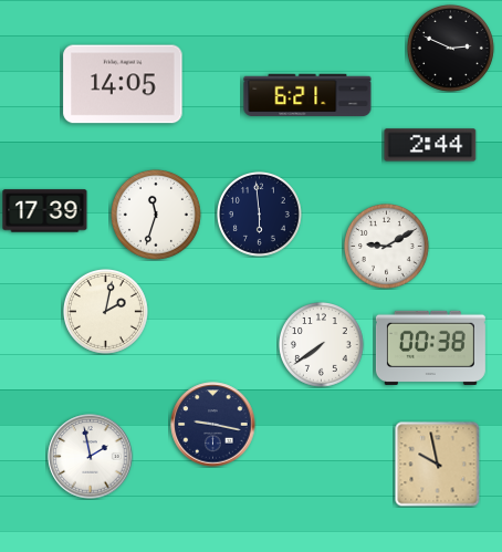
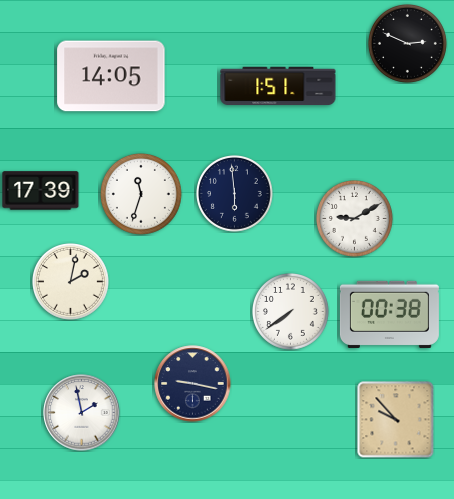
clock at (307, 95): 6:21 -> 1:51
clock at (430, 145): 2:44 -> none
clock at (387, 247) position: (387, 247) -> (355, 219)
clock at (106, 312) position: (106, 312) -> (71, 282)
clock at (438, 465): 9:58 -> 9:53
